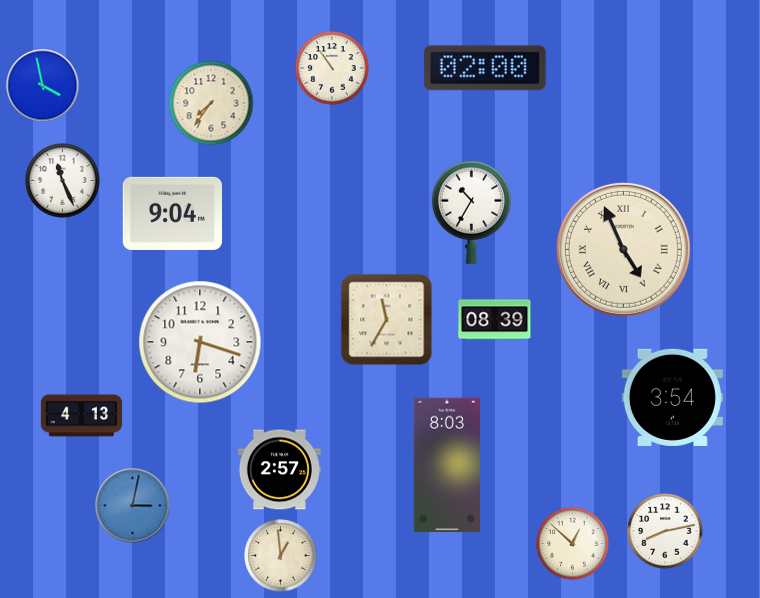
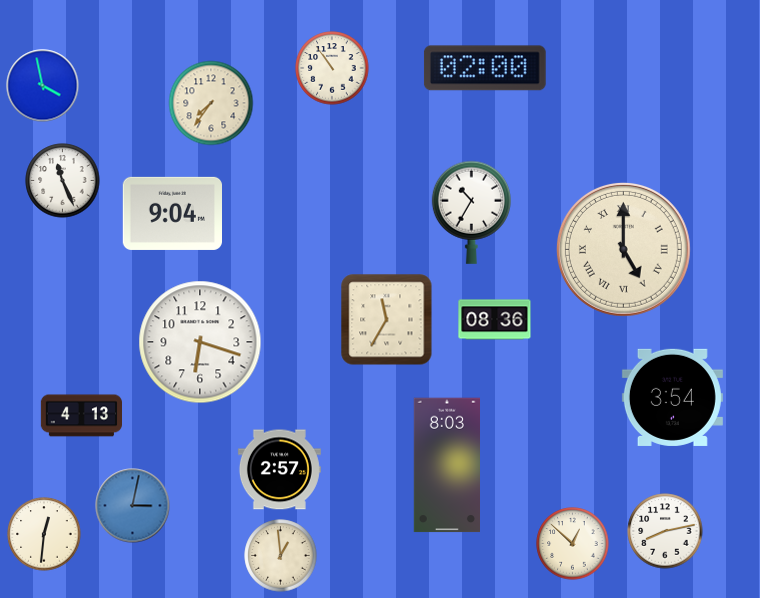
clock at (623, 249): 4:56 -> 5:00
clock at (495, 320): 08:39 -> 08:36
clock at (44, 534): none -> 12:31
